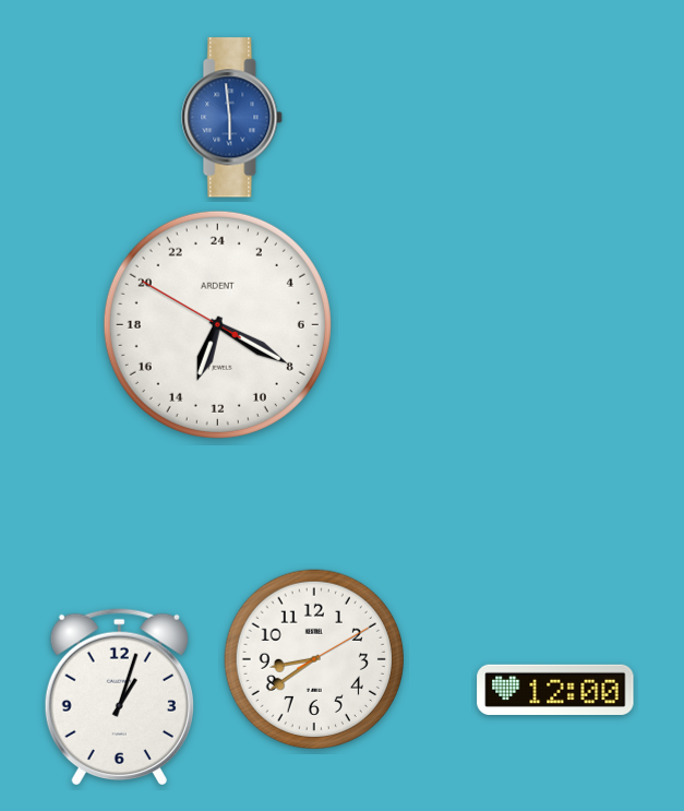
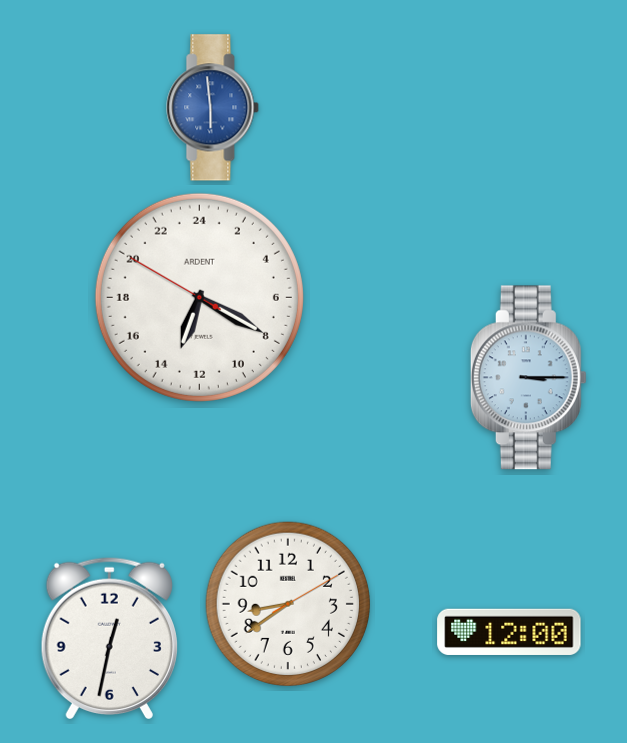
clock at (528, 378): none -> 3:15
clock at (119, 696): 1:03 -> 12:32
